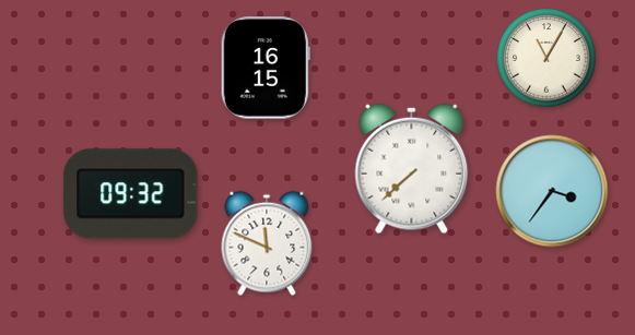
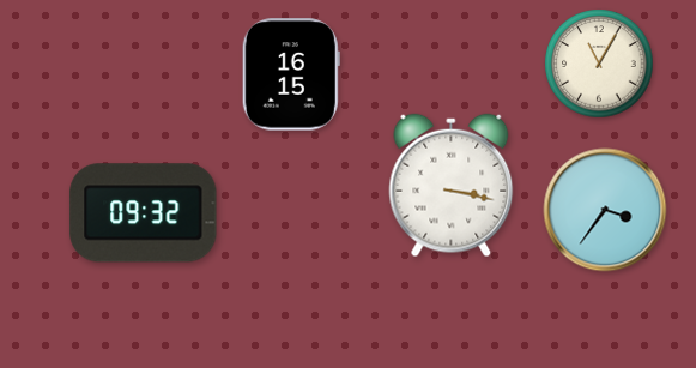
clock at (412, 169): 7:38 -> 3:17
clock at (267, 243): 11:49 -> none
